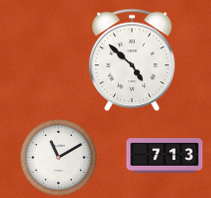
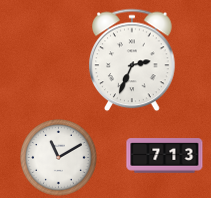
clock at (133, 60): 4:52 -> 2:34
